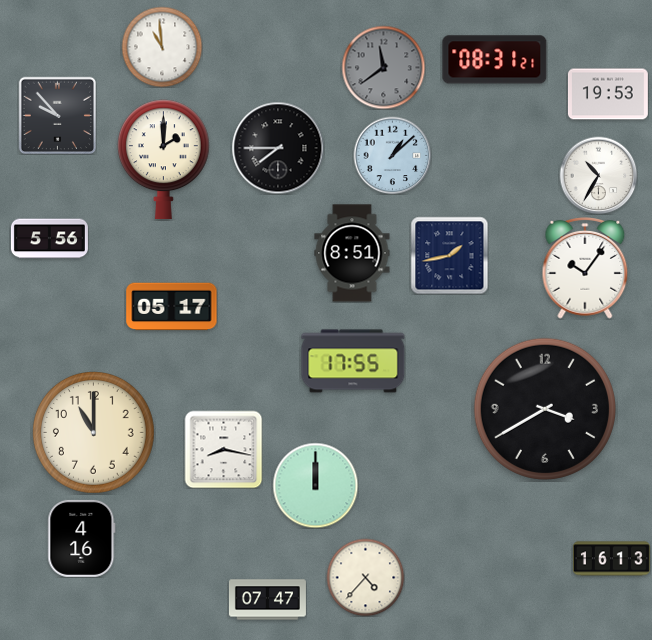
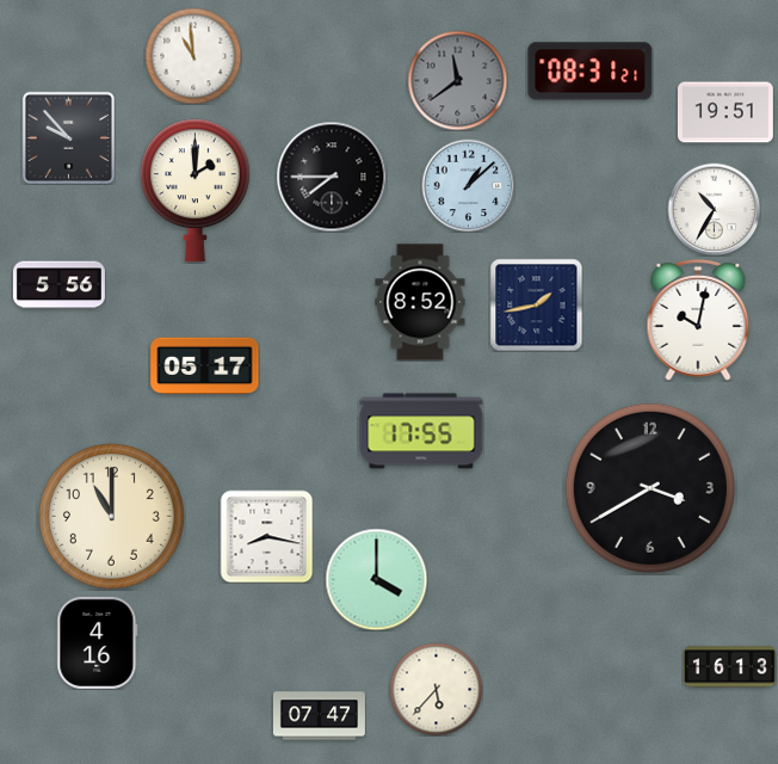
clock at (608, 94): 19:53 -> 19:51
clock at (352, 253): 8:51 -> 8:52
clock at (585, 269): 10:06 -> 10:02
clock at (315, 485): 12:00 -> 4:00
clock at (365, 577): 4:37 -> 5:37
